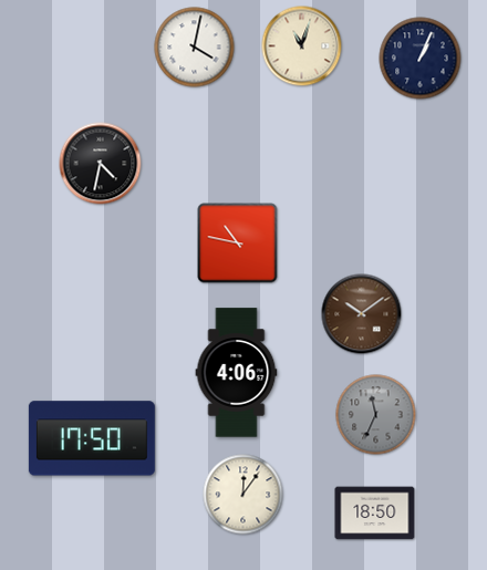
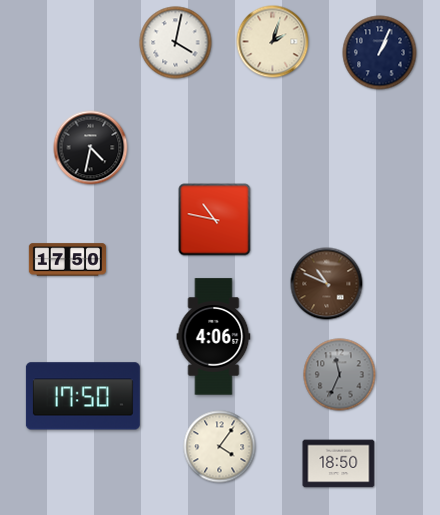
clock at (302, 46): 11:03 -> 2:03
clock at (67, 260): none -> 17:50
clock at (362, 314): 10:09 -> 10:49
clock at (244, 495): 12:06 -> 4:06
